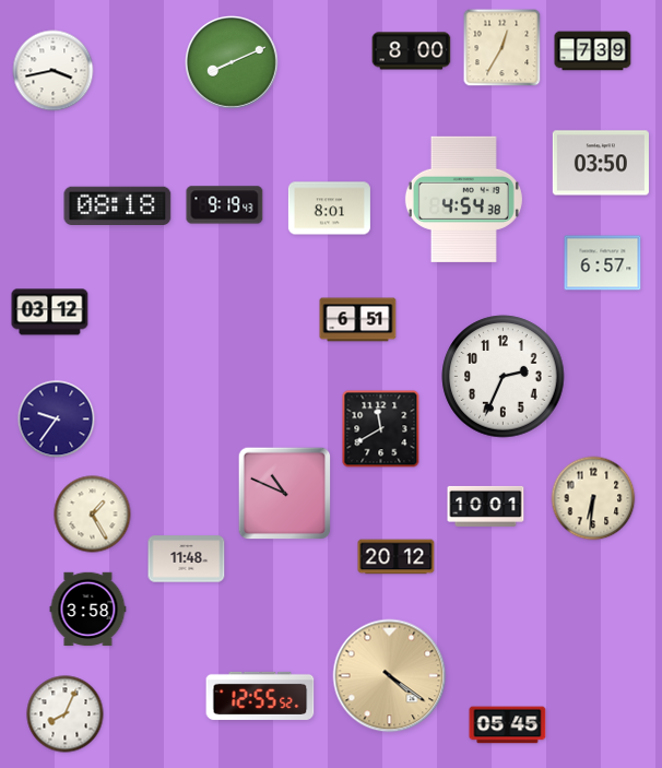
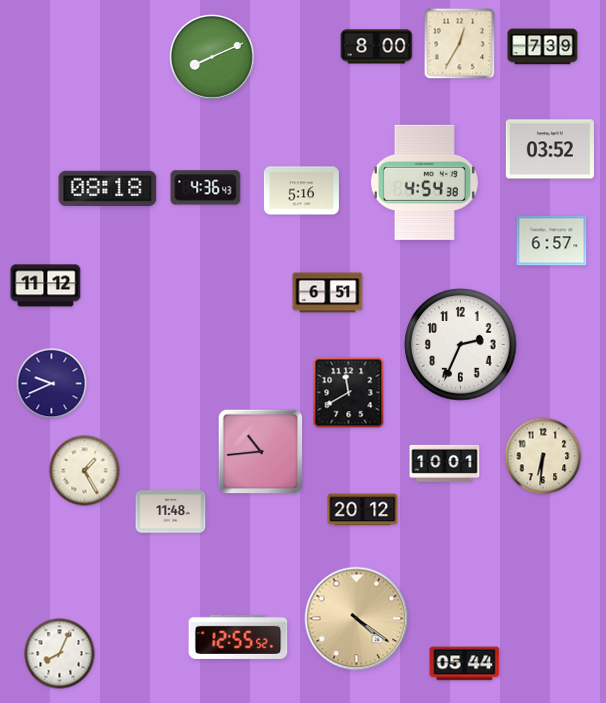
clock at (54, 71): 3:43 -> none
clock at (601, 163): 03:50 -> 03:52
clock at (225, 205): 9:19 -> 4:36
clock at (329, 209): 8:01 -> 5:16
clock at (50, 312): 03:12 -> 11:12
clock at (57, 420): 9:36 -> 9:41
clock at (285, 494): 10:49 -> 10:44
clock at (88, 610): 3:58 -> none
clock at (508, 725): 05:45 -> 05:44
